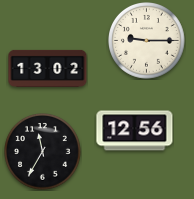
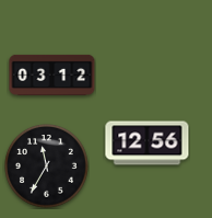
clock at (147, 41): 9:15 -> none
clock at (48, 68): 13:02 -> 03:12
